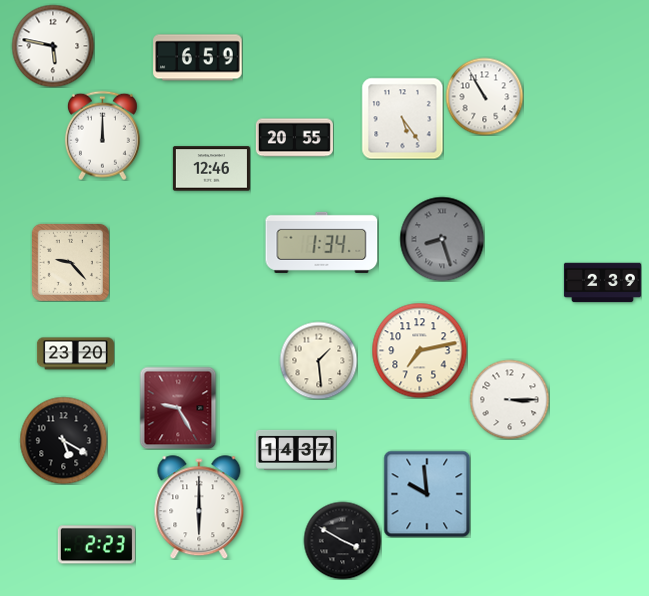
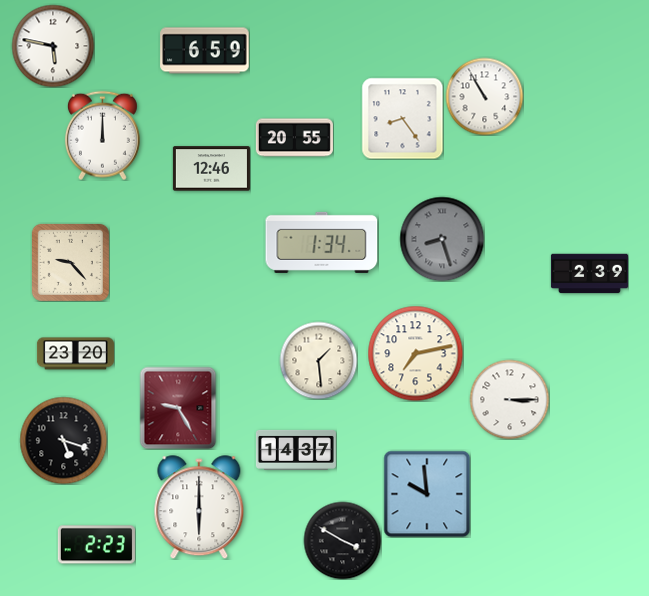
clock at (198, 58) position: (198, 58) -> (205, 51)
clock at (402, 118): 5:24 -> 8:24
clock at (602, 283) position: (602, 283) -> (589, 274)
clock at (419, 350) position: (419, 350) -> (415, 353)
clock at (63, 440): 5:20 -> 5:18
